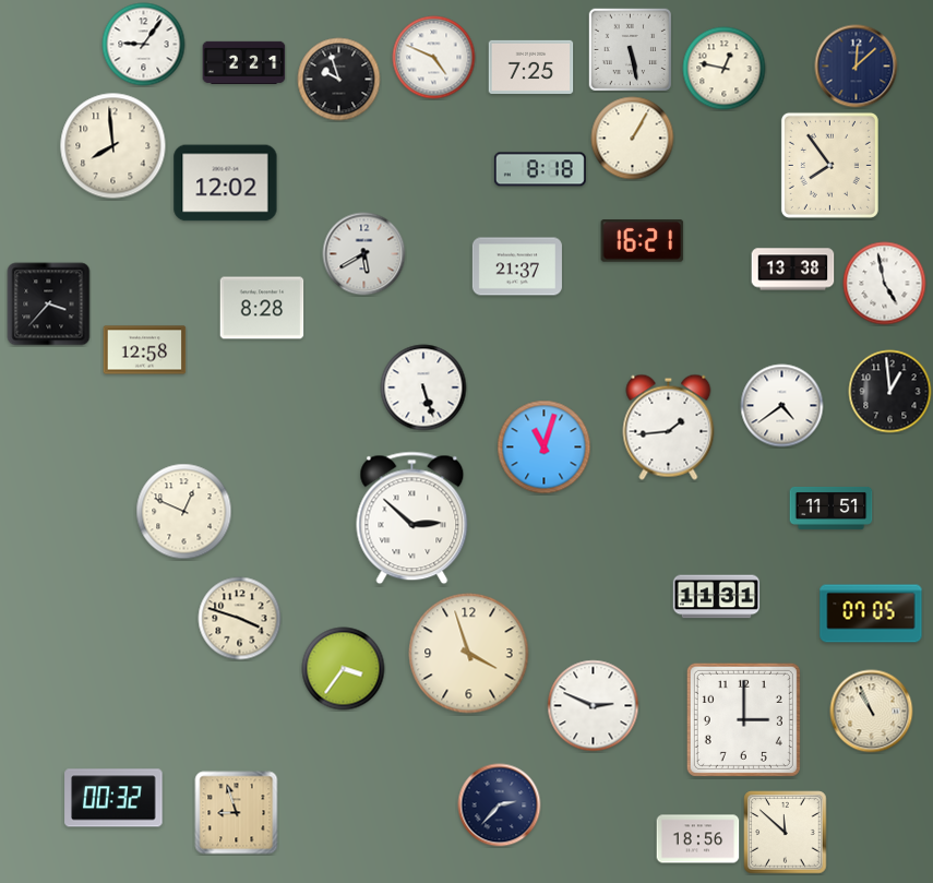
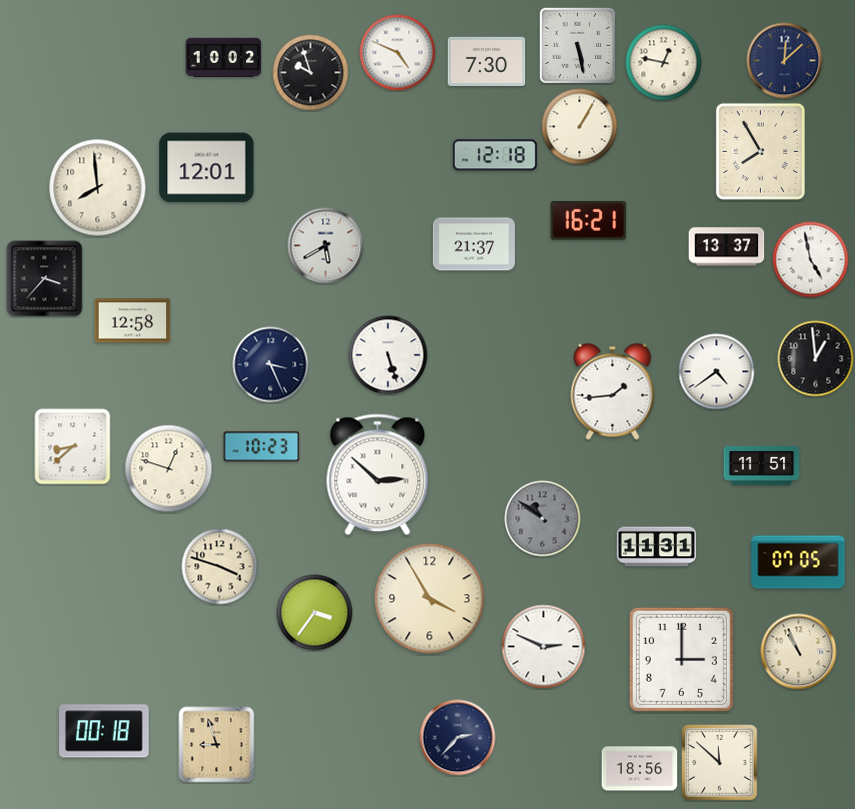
clock at (144, 45): 9:06 -> none
clock at (244, 62): 2:21 -> 10:02
clock at (531, 67): 7:25 -> 7:30
clock at (113, 146) position: (113, 146) -> (98, 188)
clock at (829, 165): 7:54 -> 7:55
clock at (540, 169): 8:18 -> 12:18
clock at (226, 183): 12:02 -> 12:01
clock at (364, 254) position: (364, 254) -> (326, 246)
clock at (793, 270): 13:38 -> 13:37
clock at (262, 308): 8:28 -> none
clock at (271, 365): none -> 3:26
clock at (545, 448): 11:03 -> none
clock at (73, 447): none -> 8:38
clock at (262, 447): none -> 10:23
clock at (184, 512): 12:49 -> 12:48
clock at (543, 519): none -> 10:51
clock at (469, 654): 3:57 -> 3:55
clock at (113, 798): 00:32 -> 00:18
